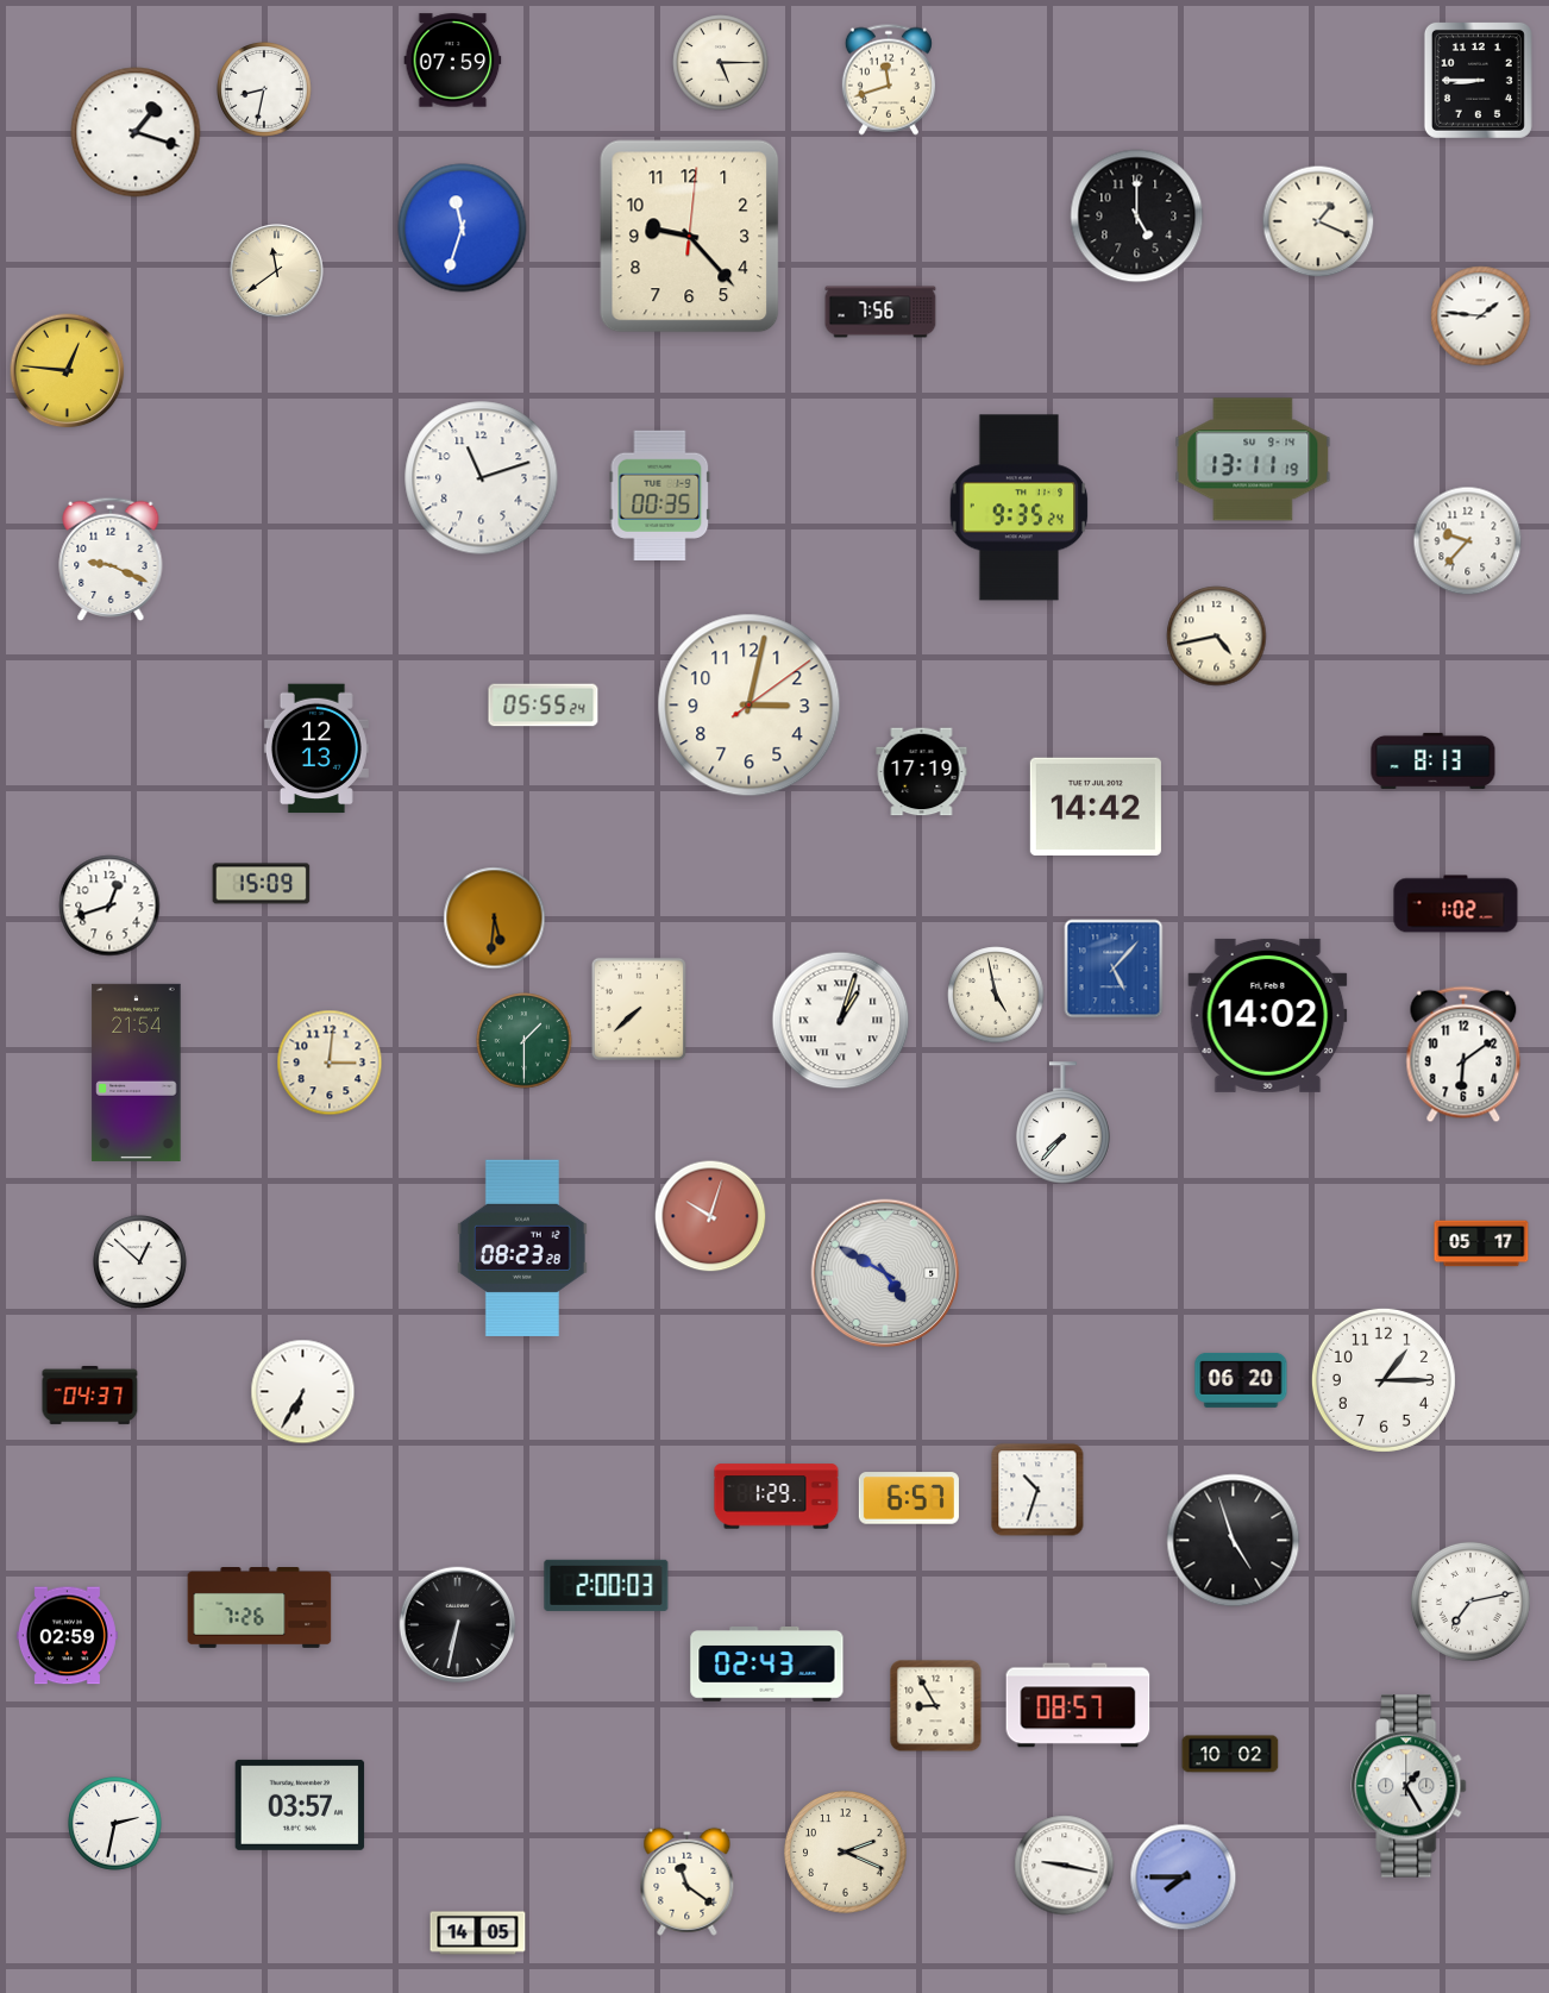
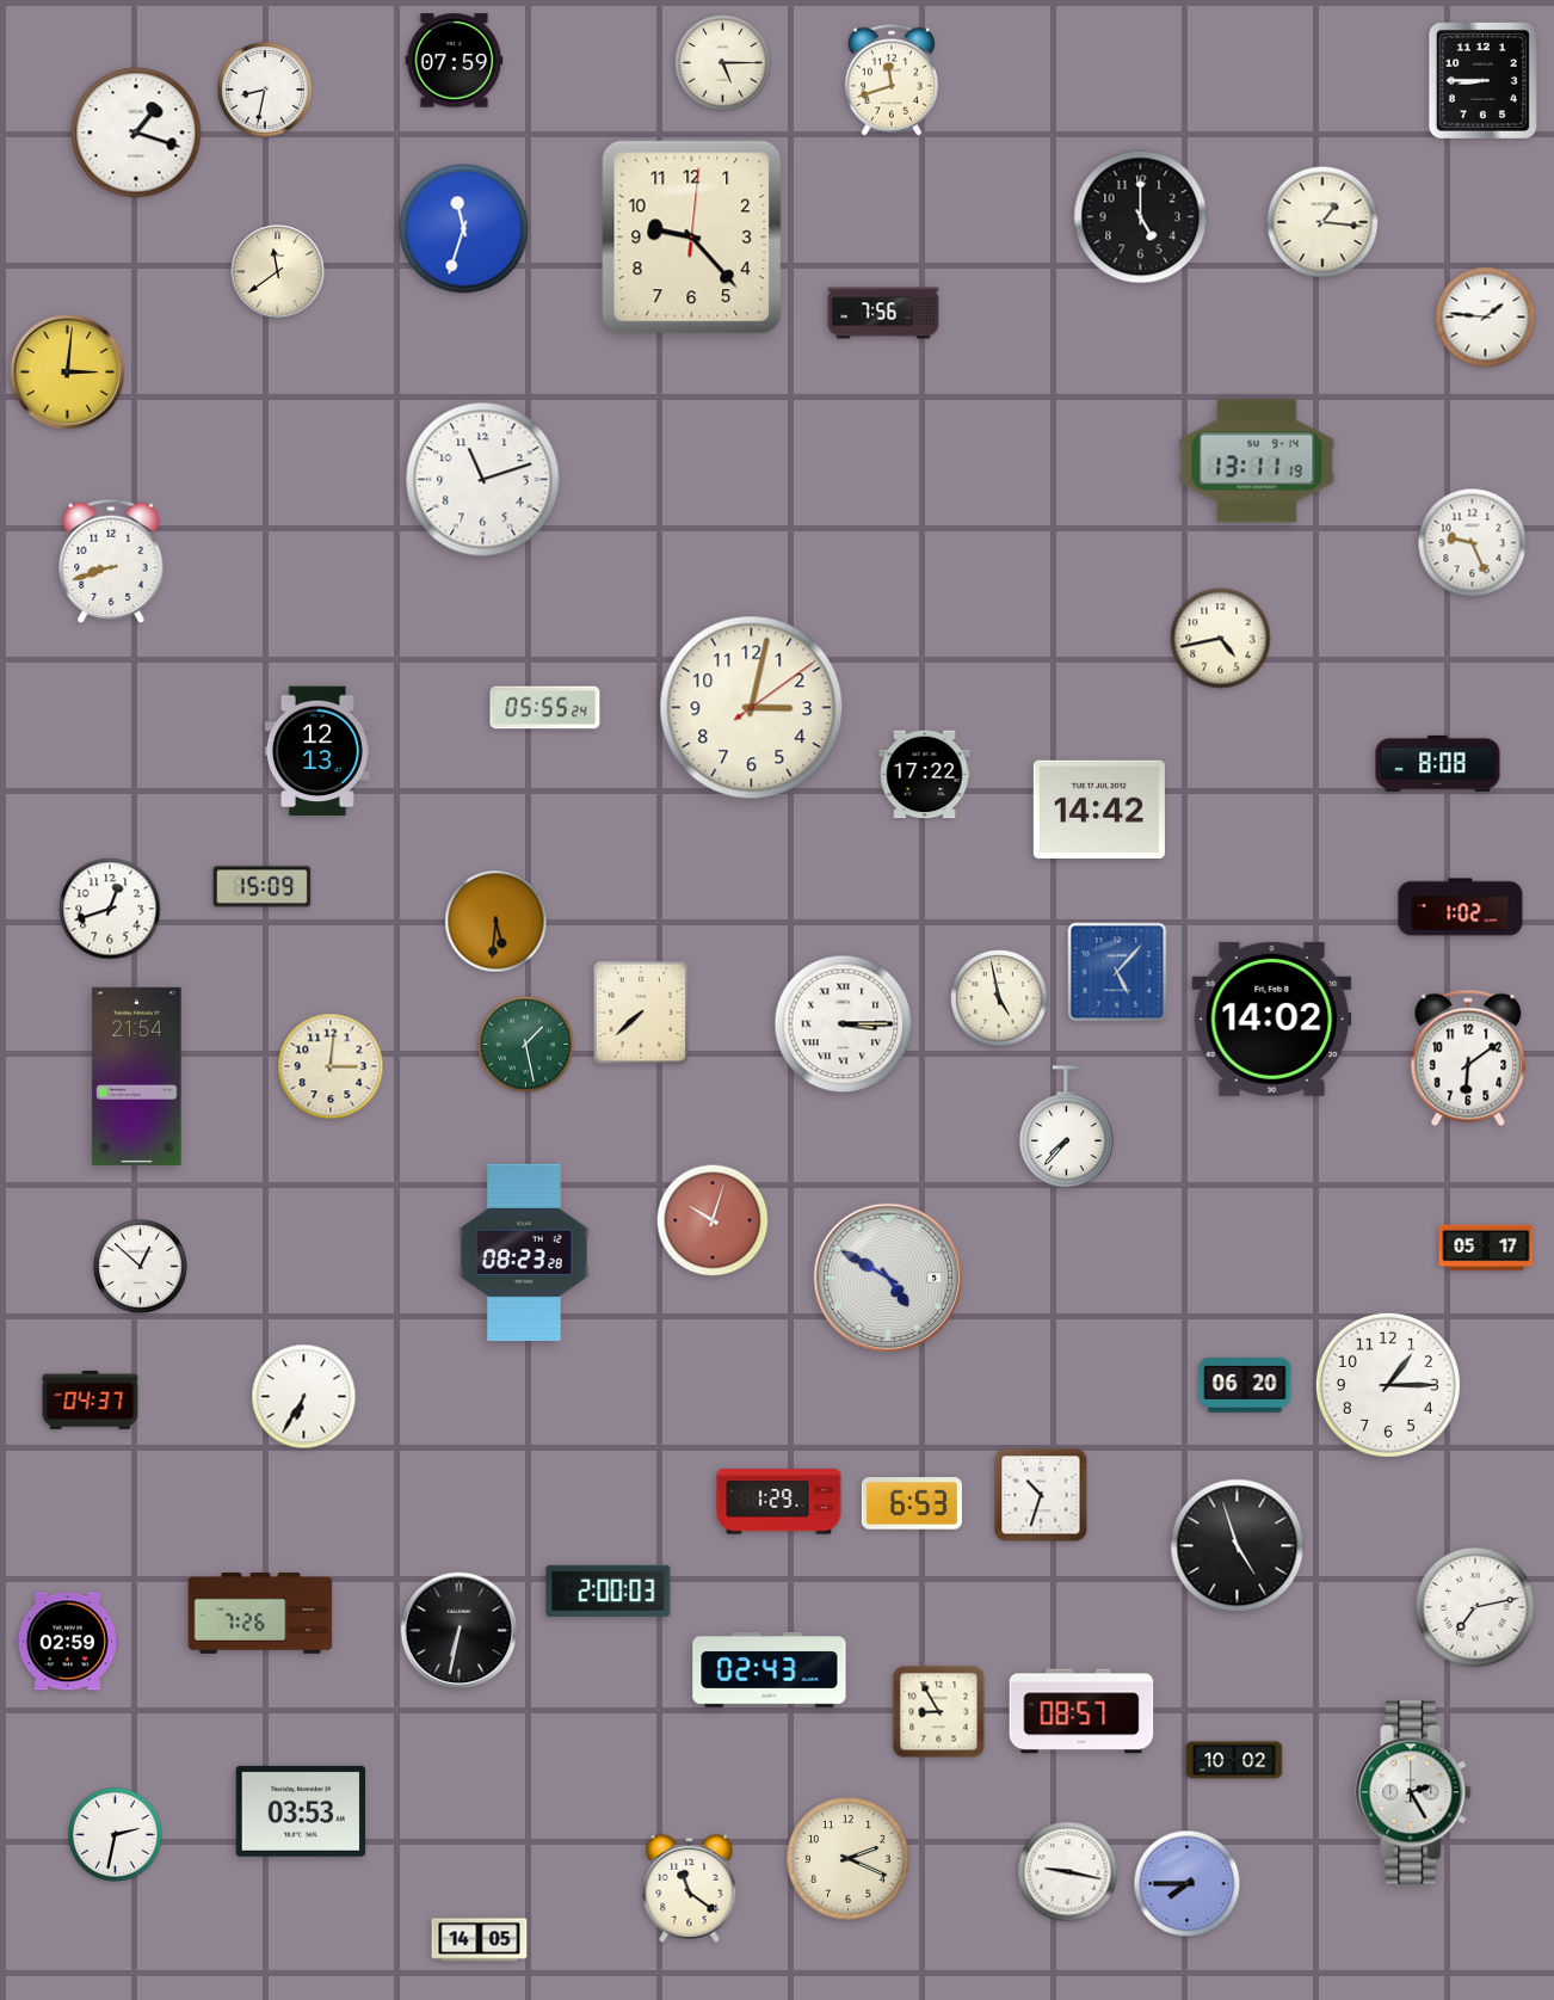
clock at (1318, 221): 1:19 -> 1:16
clock at (68, 371): 12:46 -> 3:01
clock at (660, 495): 00:35 -> none
clock at (1020, 508): 9:35 -> none
clock at (1468, 541): 9:37 -> 9:26
clock at (111, 559): 9:19 -> 8:42
clock at (1434, 760): 8:13 -> 8:08
clock at (922, 772): 17:19 -> 17:22
clock at (841, 1021): 1:03 -> 3:15
clock at (525, 1041): 1:30 -> 1:28
clock at (909, 1498): 6:57 -> 6:53
clock at (1409, 1786): 1:25 -> 2:25
clock at (300, 1805): 03:57 -> 03:53
clock at (114, 1823) position: (114, 1823) -> (115, 1834)
